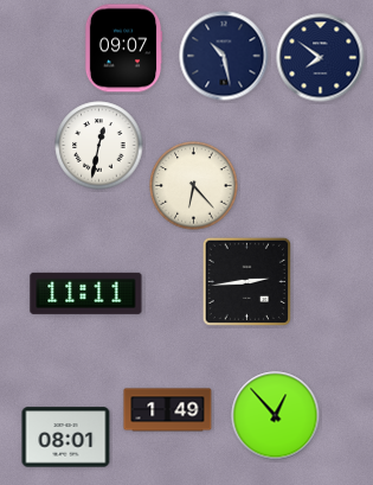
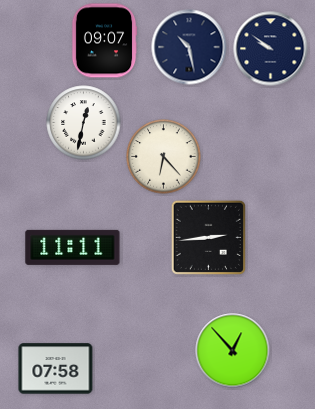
clock at (321, 58): 7:51 -> 9:51
clock at (168, 410): 1:49 -> none
clock at (66, 438): 08:01 -> 07:58
